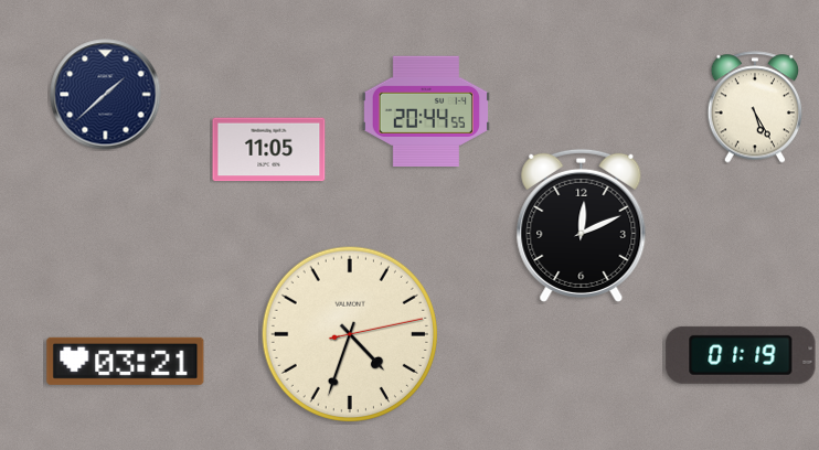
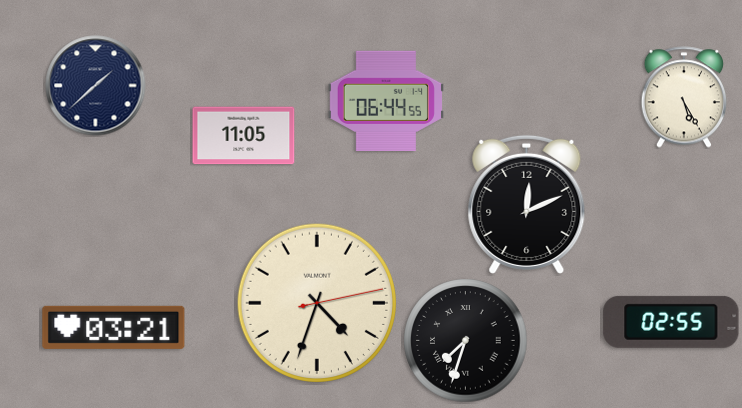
clock at (426, 111): 20:44 -> 06:44
clock at (741, 355): 01:19 -> 02:55
clock at (466, 341): none -> 7:33
